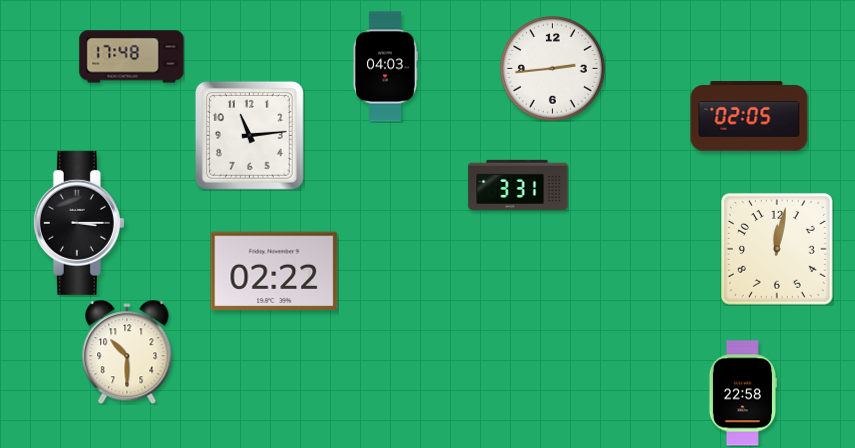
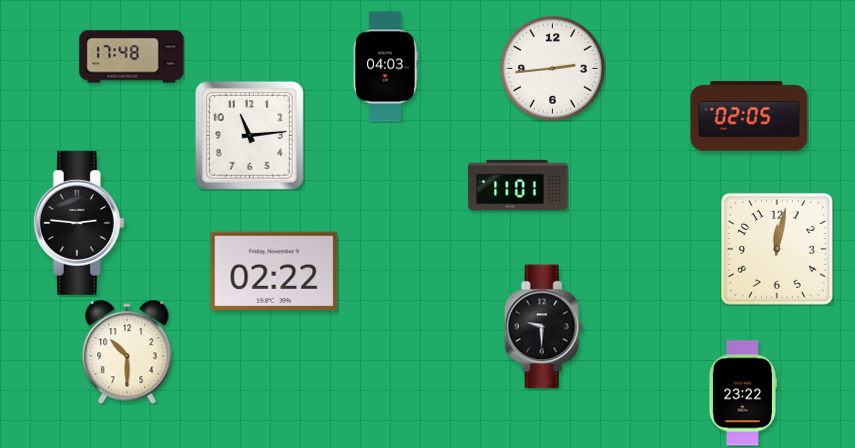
clock at (518, 185): 3:31 -> 11:01
clock at (79, 223): 3:15 -> 2:46
clock at (543, 327): none -> 9:30
clock at (742, 393): 22:58 -> 23:22
